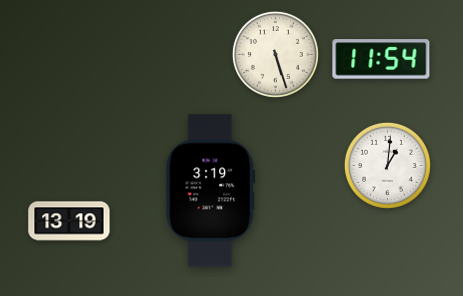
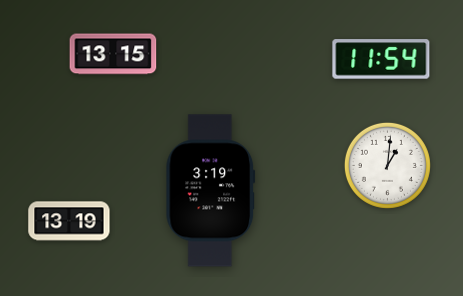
clock at (113, 54): none -> 13:15
clock at (275, 54): 5:27 -> none
